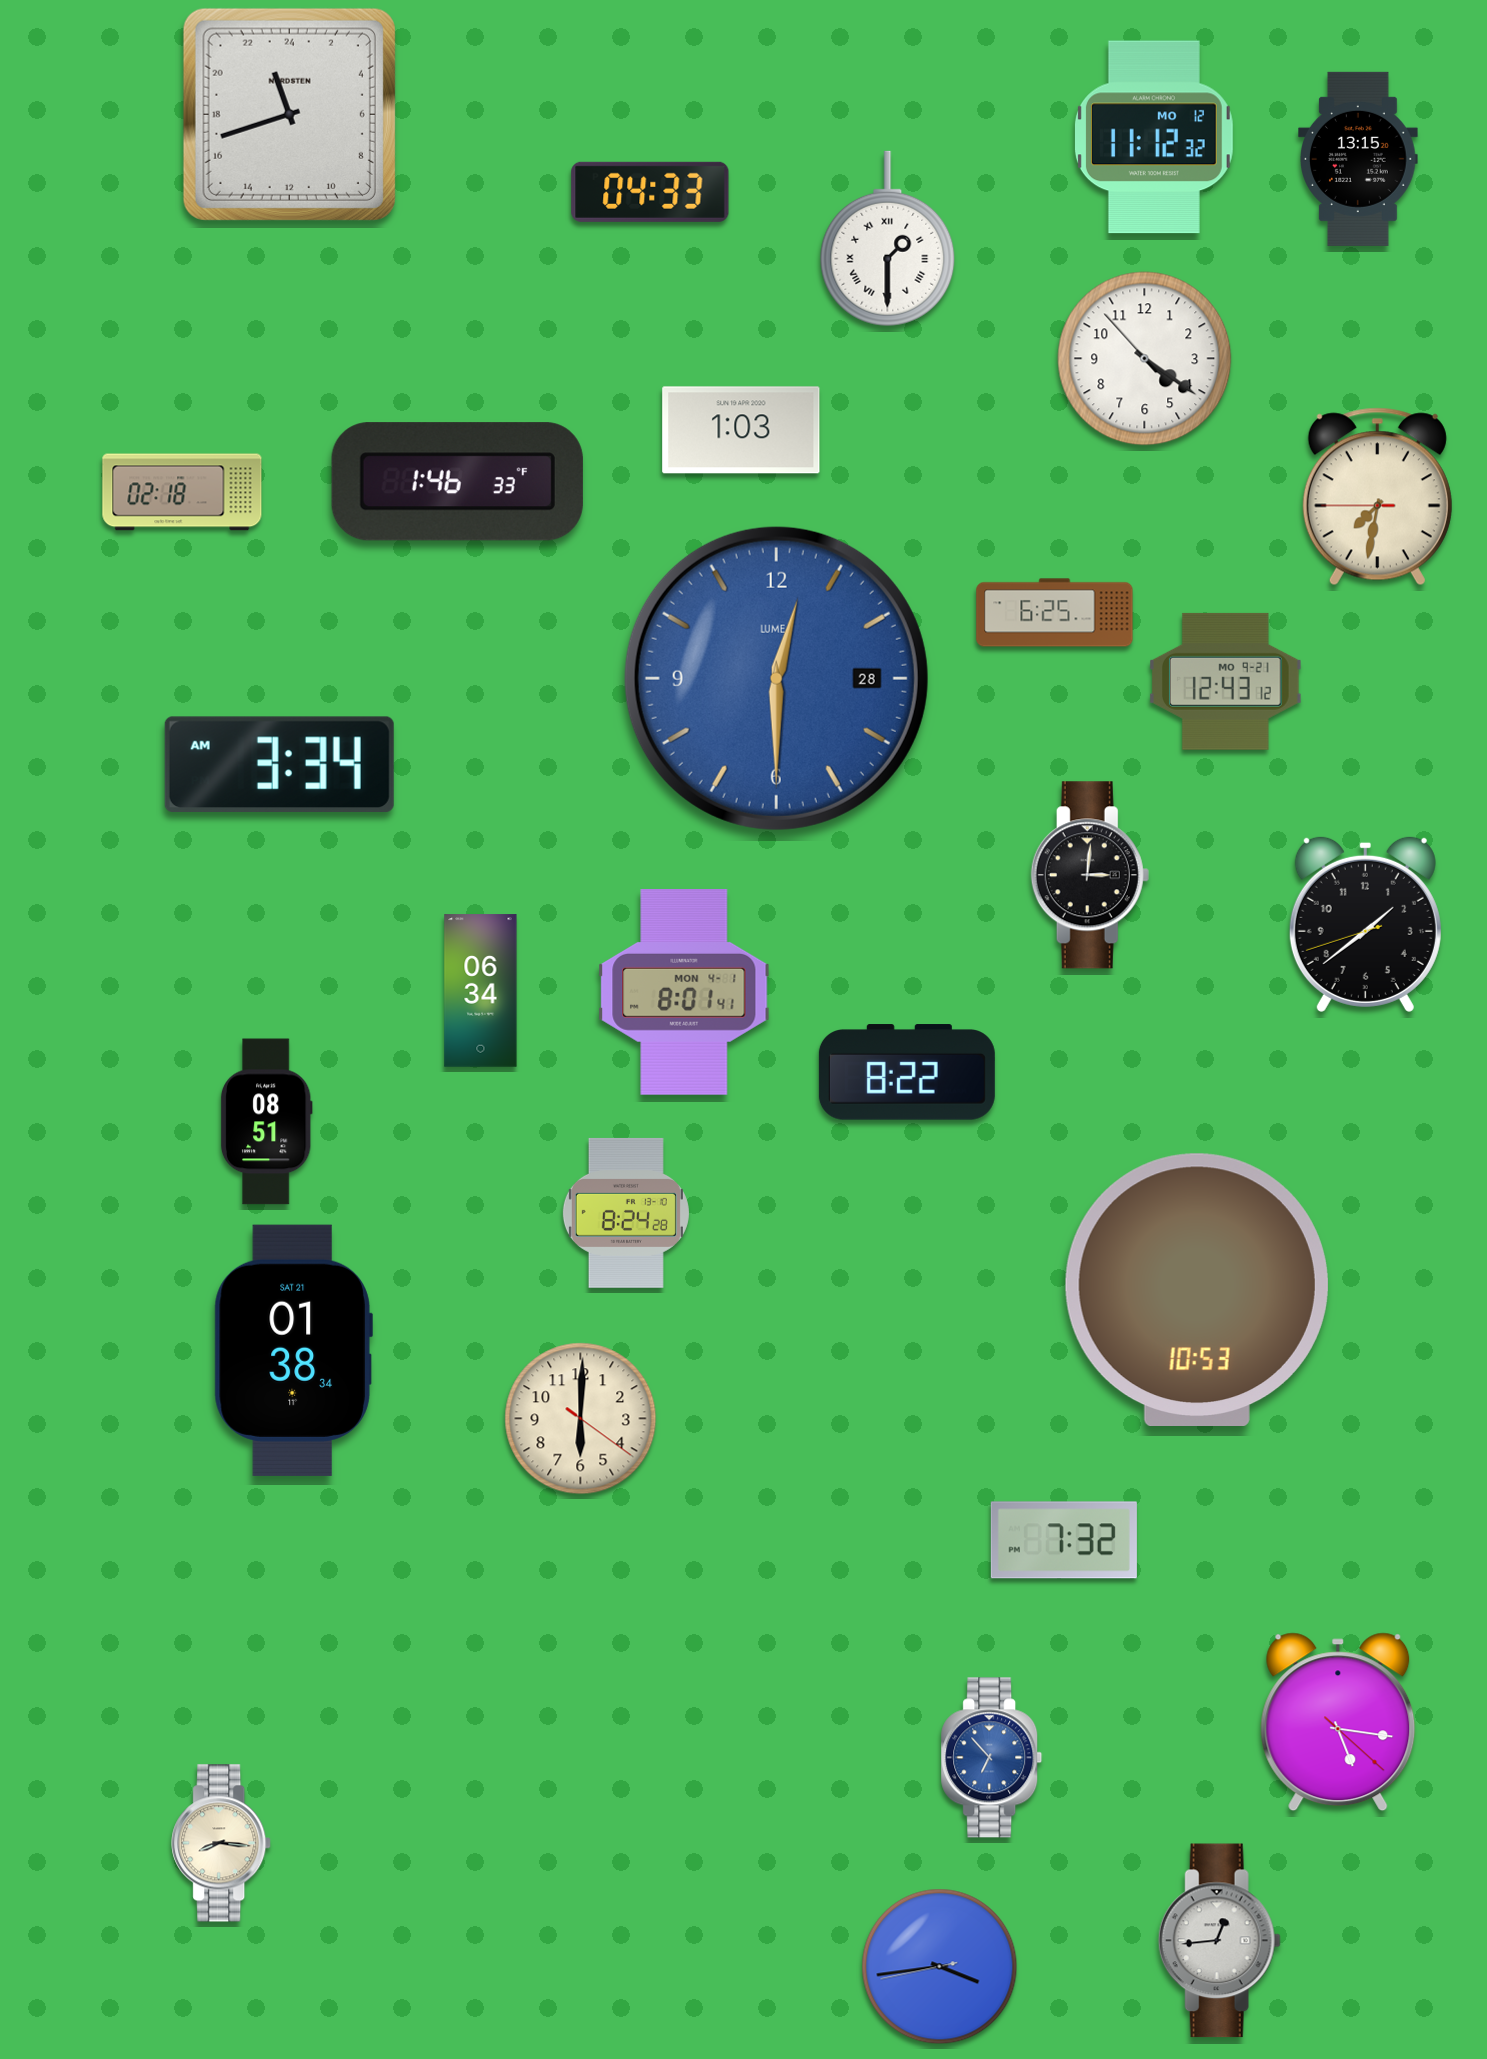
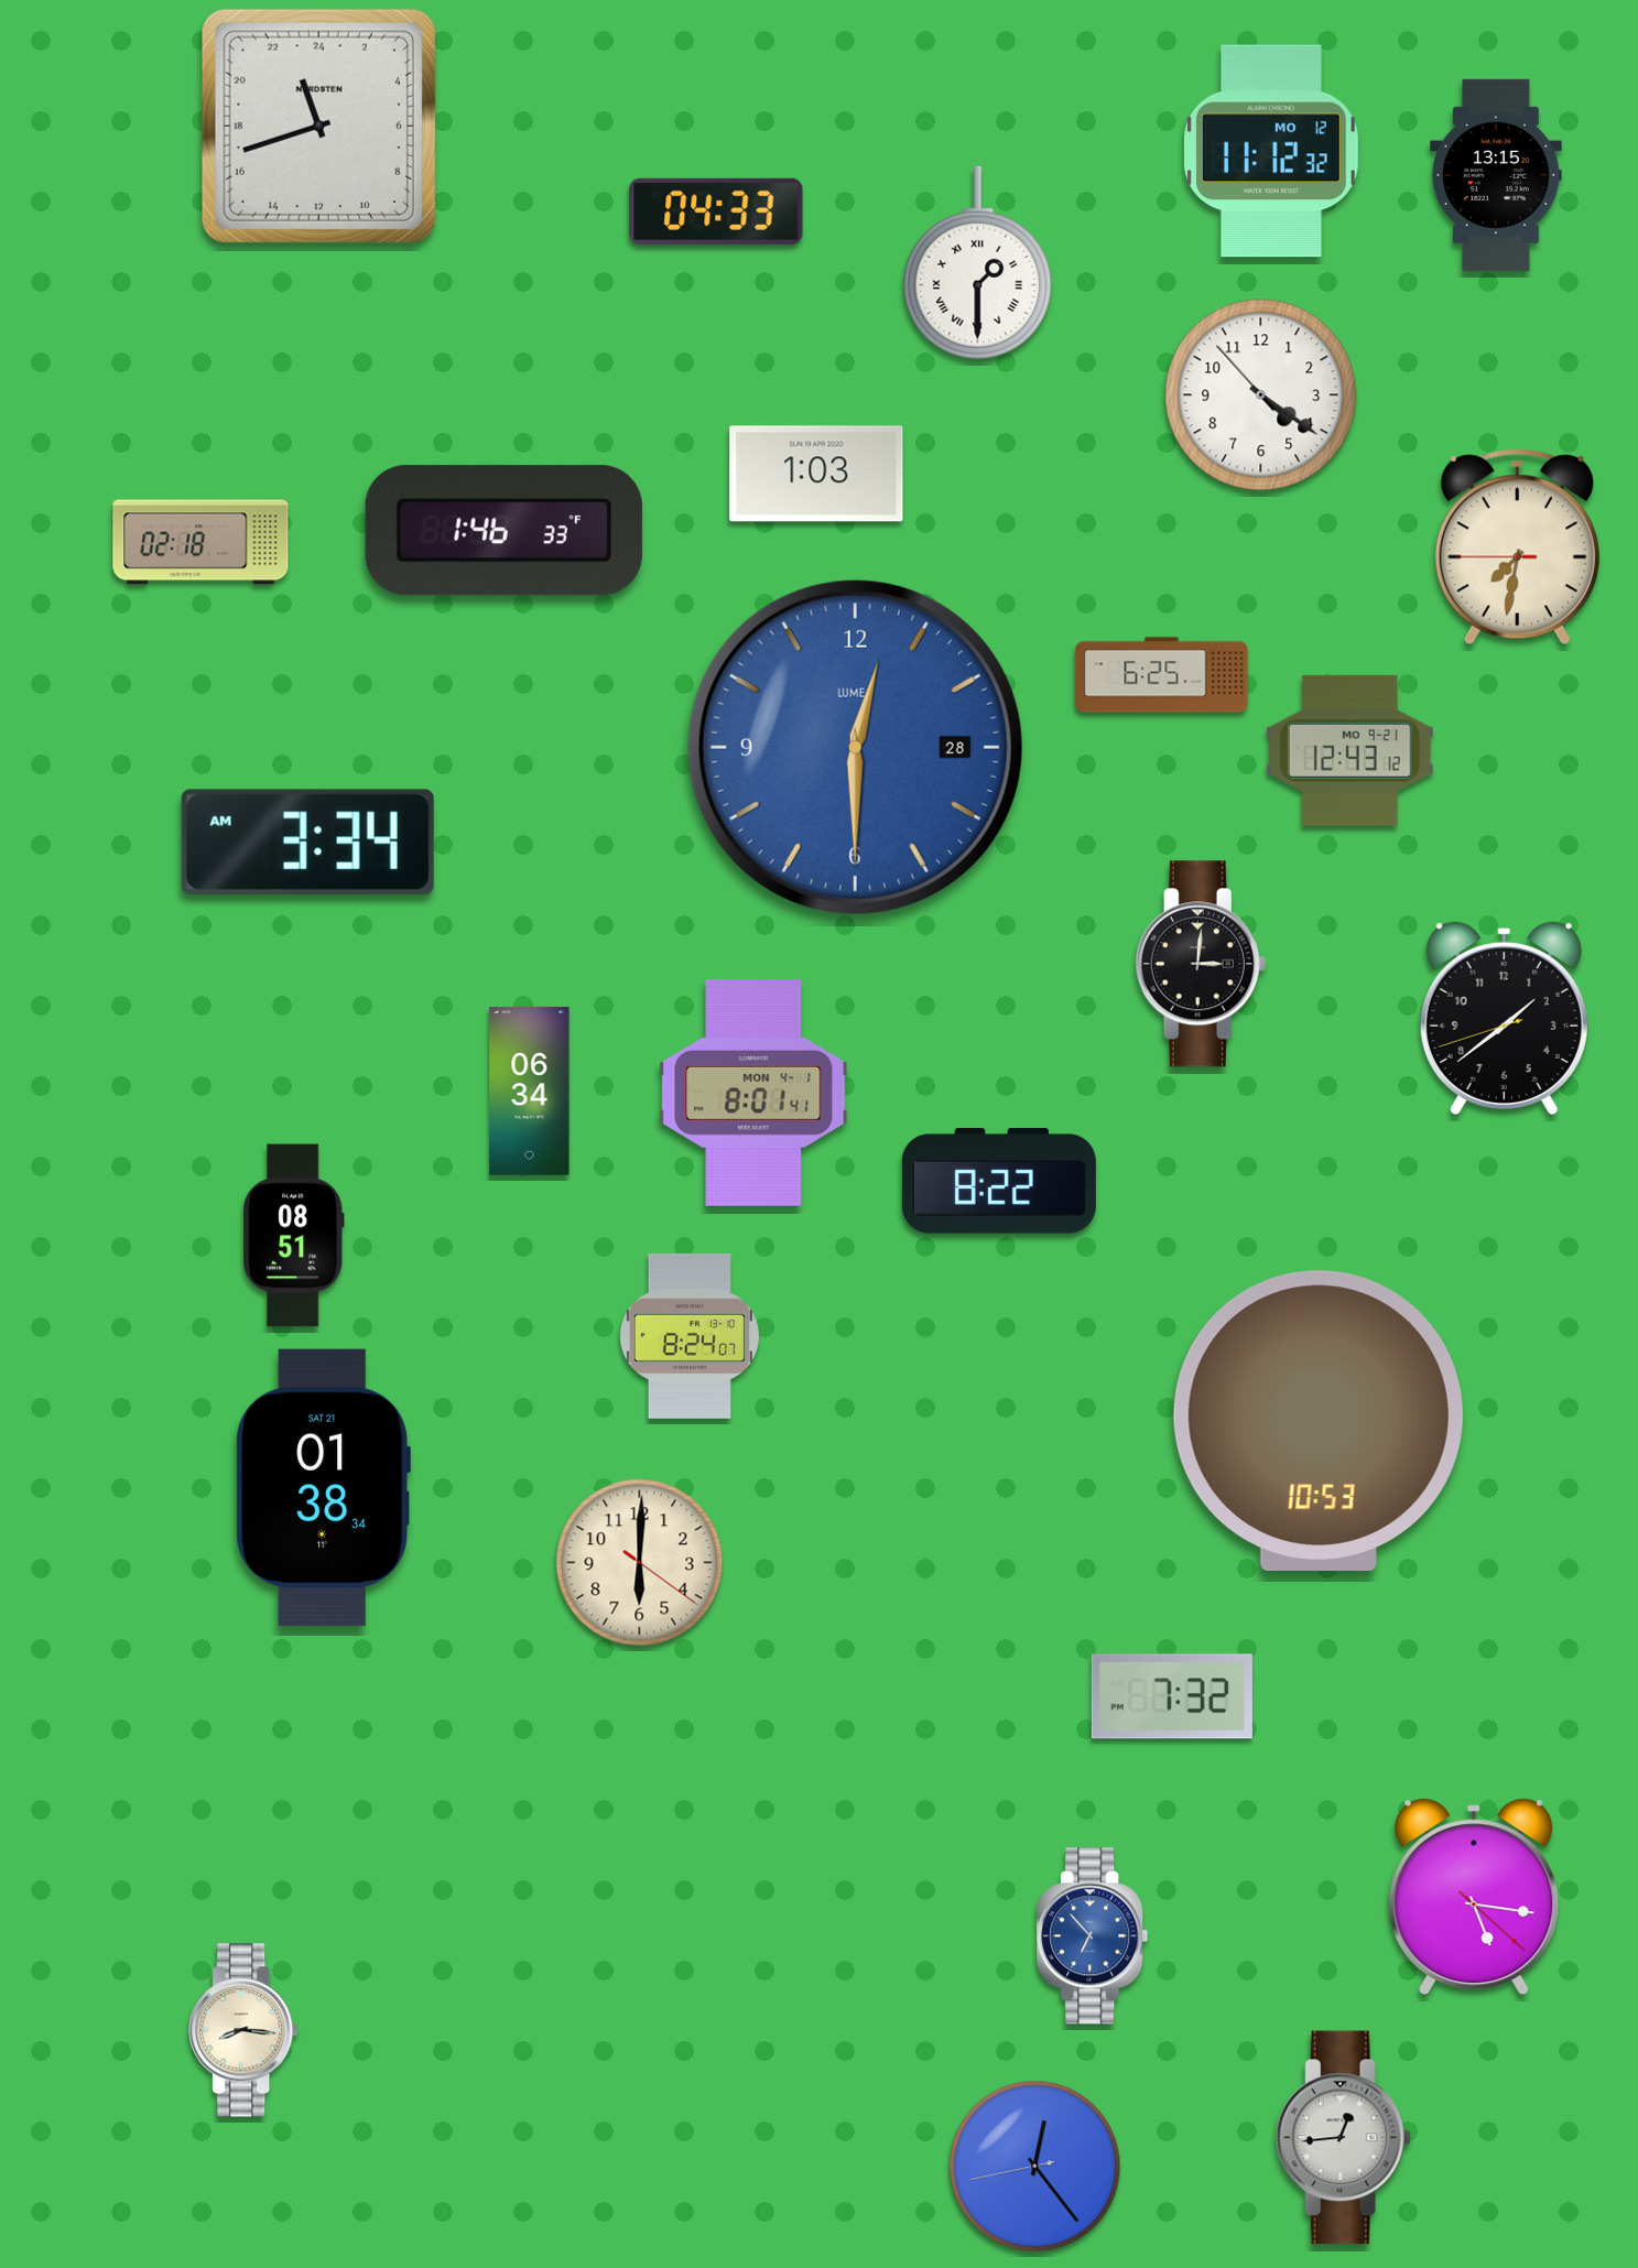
clock at (626, 1213): 8:24:28 -> 8:24:07
clock at (940, 1967): 3:43 -> 12:23
